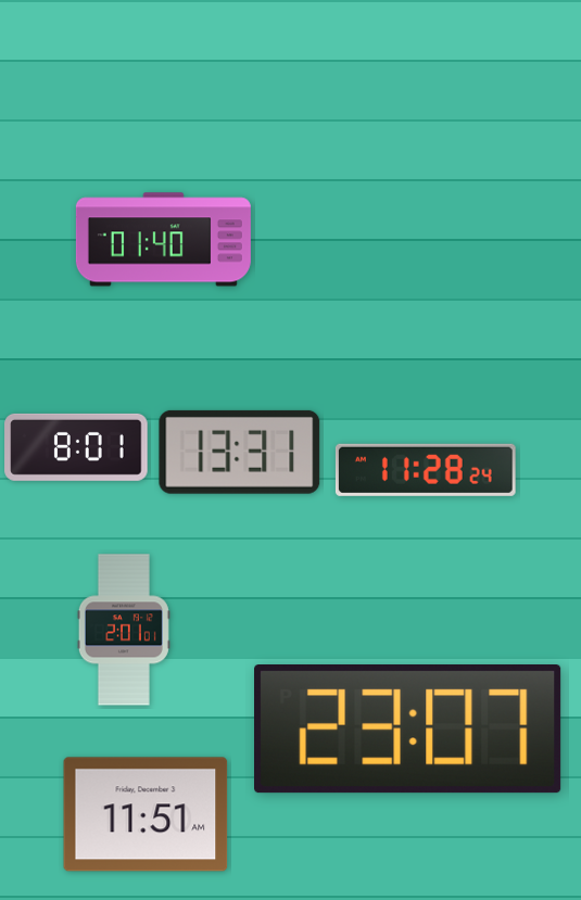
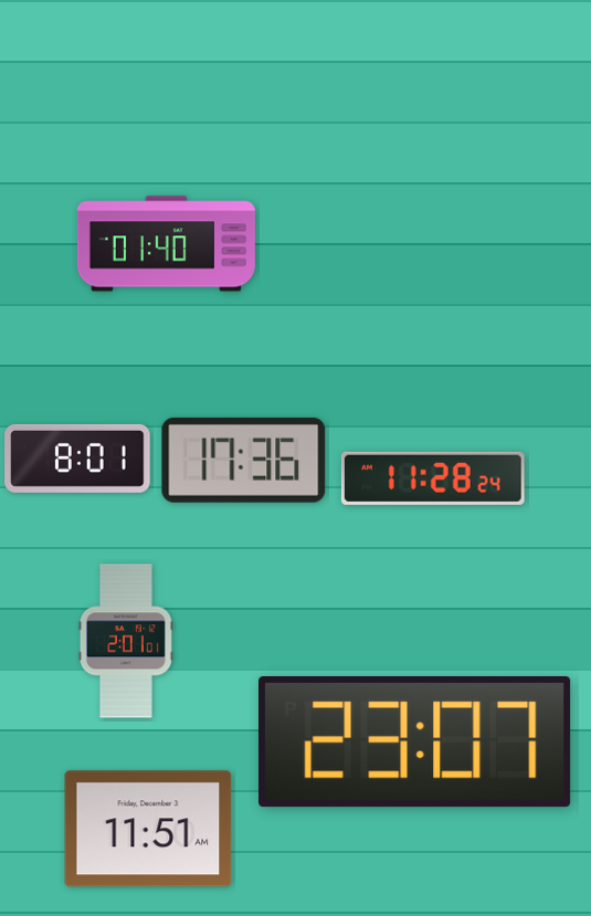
clock at (76, 447) position: (76, 447) -> (77, 459)
clock at (240, 452): 13:31 -> 17:36
